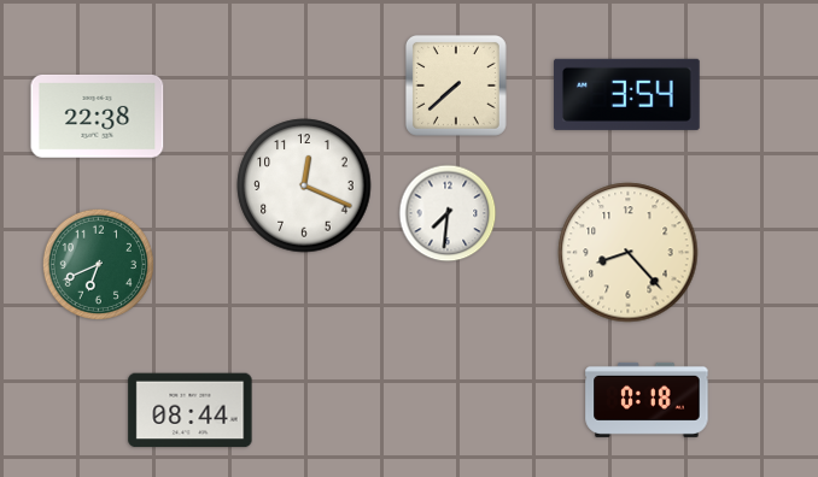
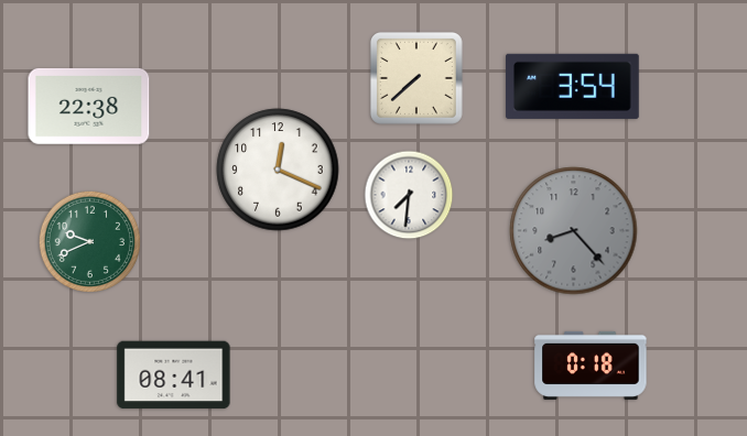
clock at (629, 253) dial: cream -> grey
clock at (98, 264): 6:41 -> 9:41
clock at (191, 411): 08:44 -> 08:41
